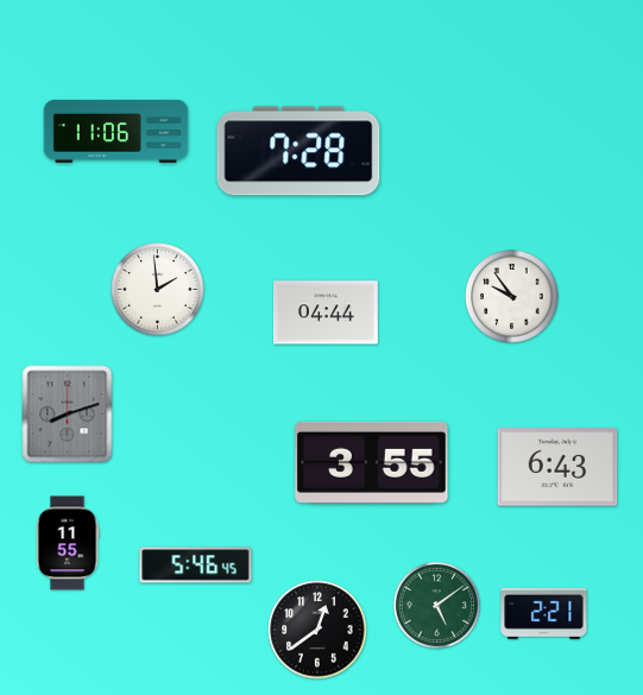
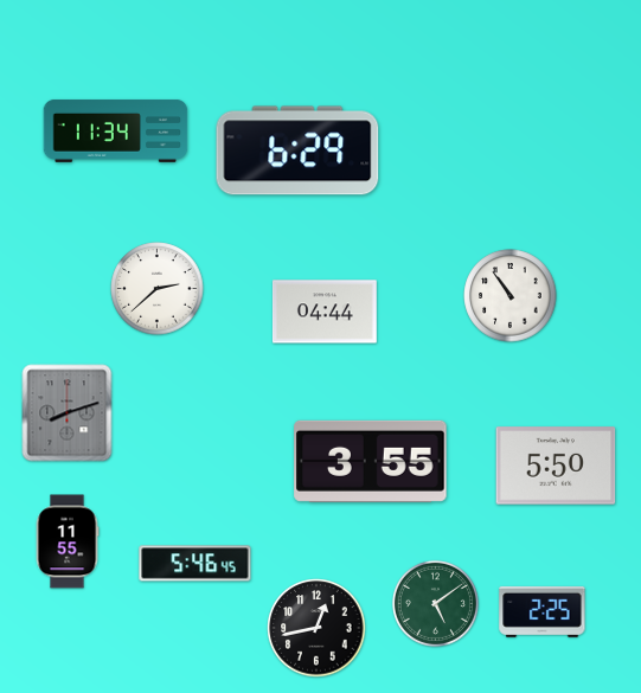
clock at (116, 131): 11:06 -> 11:34
clock at (298, 151): 7:28 -> 6:29
clock at (158, 290): 1:59 -> 2:38
clock at (512, 297): 9:54 -> 10:54
clock at (557, 467): 6:43 -> 5:50
clock at (544, 613): 2:21 -> 2:25
clock at (317, 630): 12:39 -> 12:43
